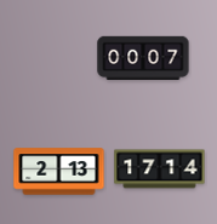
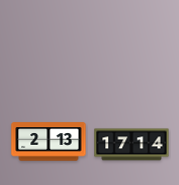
clock at (143, 58): 00:07 -> none
clock at (160, 170) position: (160, 170) -> (132, 145)
